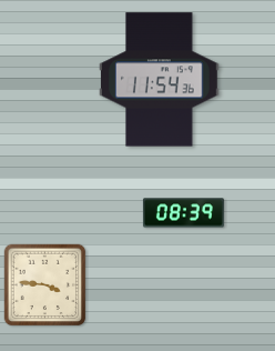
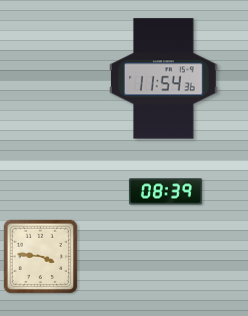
clock at (160, 80) position: (160, 80) -> (164, 79)
